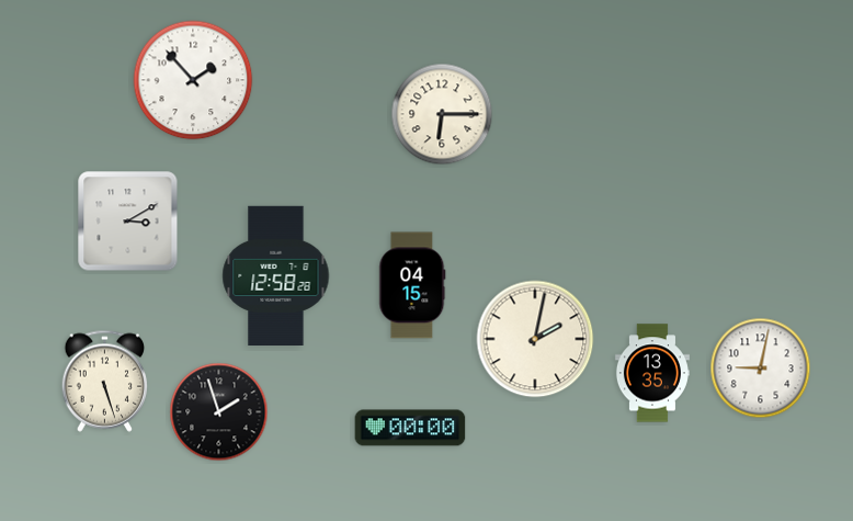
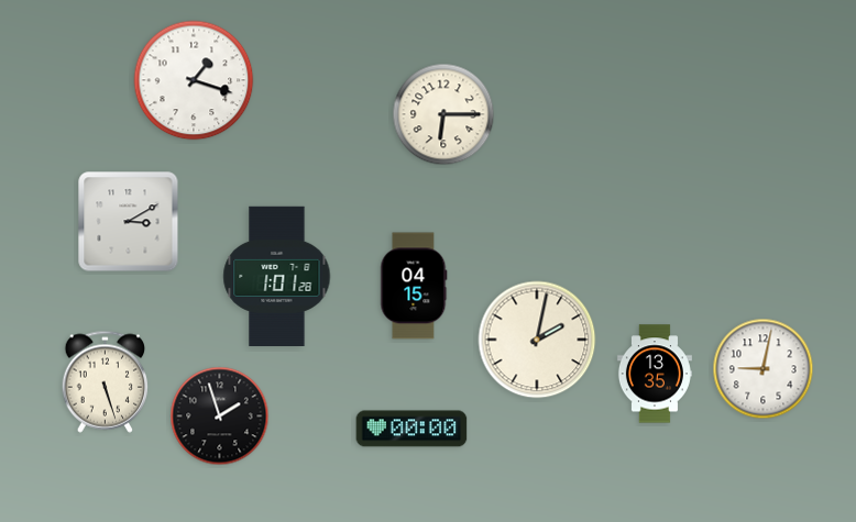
clock at (193, 80): 1:53 -> 1:18
clock at (276, 275): 12:58 -> 1:01
clock at (219, 412) position: (219, 412) -> (220, 417)
